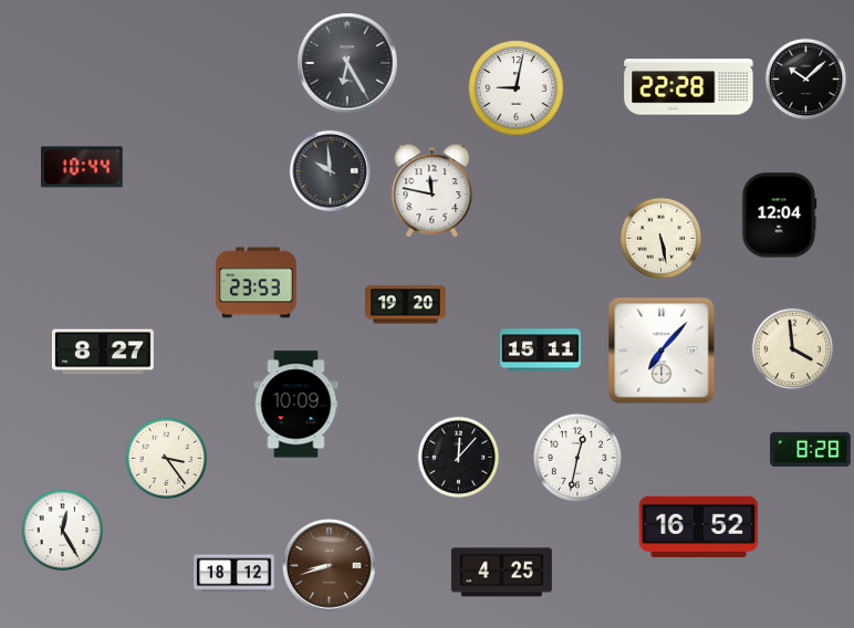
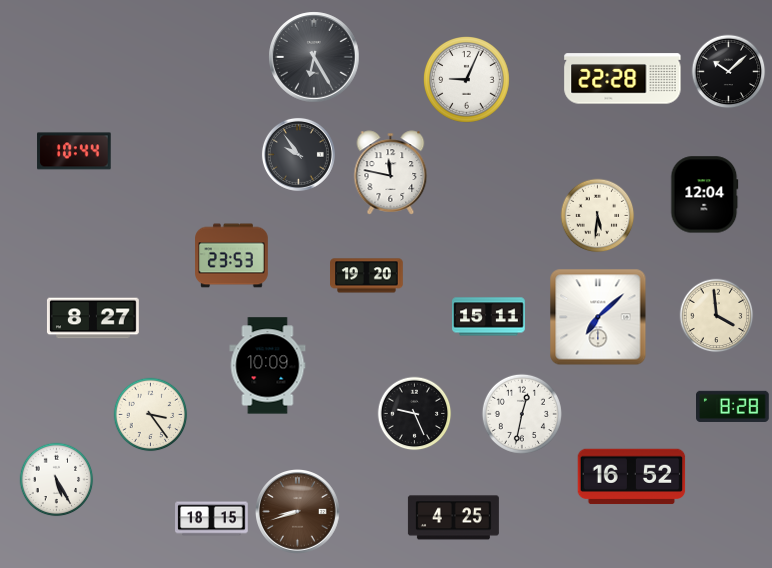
clock at (517, 88): 9:02 -> 9:04
clock at (330, 170): 9:59 -> 9:54
clock at (662, 239): 5:28 -> 5:31
clock at (662, 350): 7:07 -> 7:08
clock at (459, 458): 12:07 -> 9:26
clock at (63, 531): 12:25 -> 5:25
clock at (235, 574): 18:12 -> 18:15
